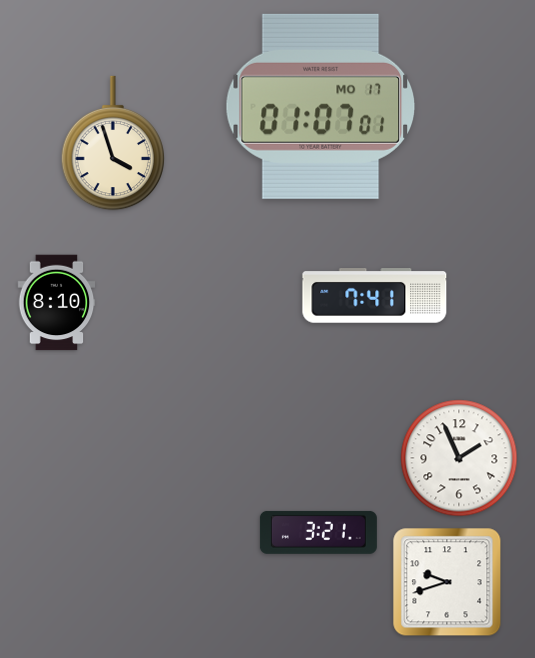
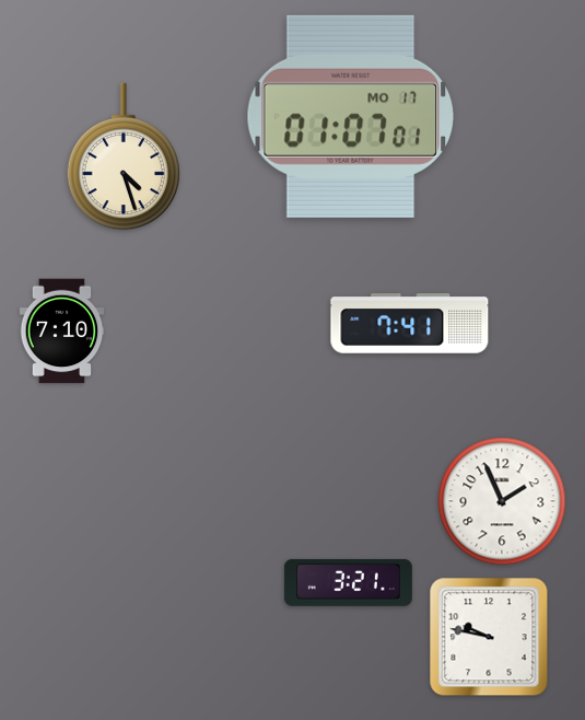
clock at (112, 143): 3:57 -> 4:27
clock at (57, 303): 8:10 -> 7:10
clock at (447, 582): 9:42 -> 9:47
